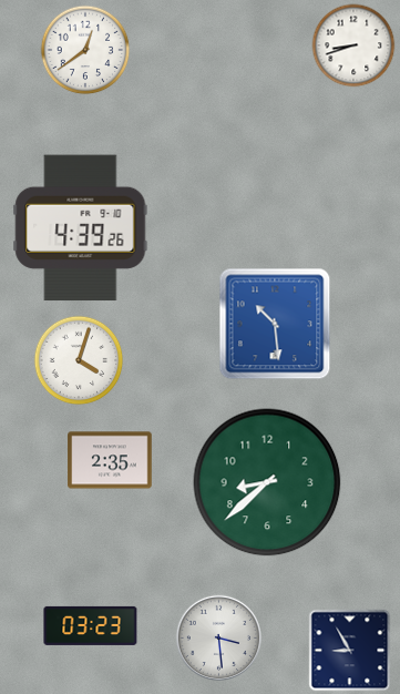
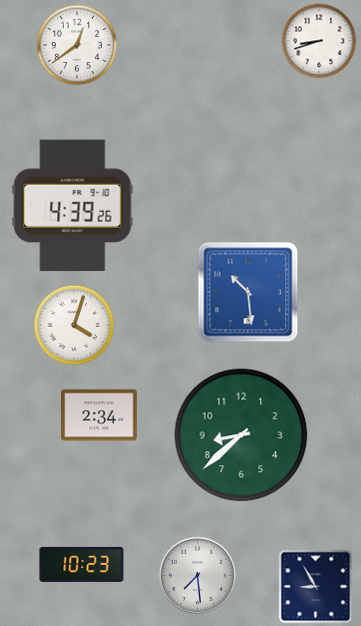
clock at (79, 360) position: (79, 360) -> (74, 325)
clock at (110, 460): 2:35 -> 2:34
clock at (91, 625): 03:23 -> 10:23
clock at (218, 637): 3:29 -> 7:29
